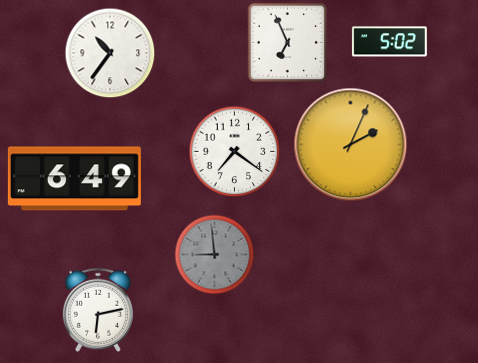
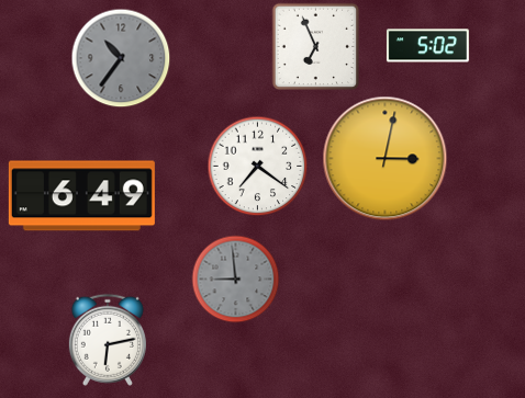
clock at (110, 53) dial: white -> grey
clock at (351, 145): 2:04 -> 3:02
